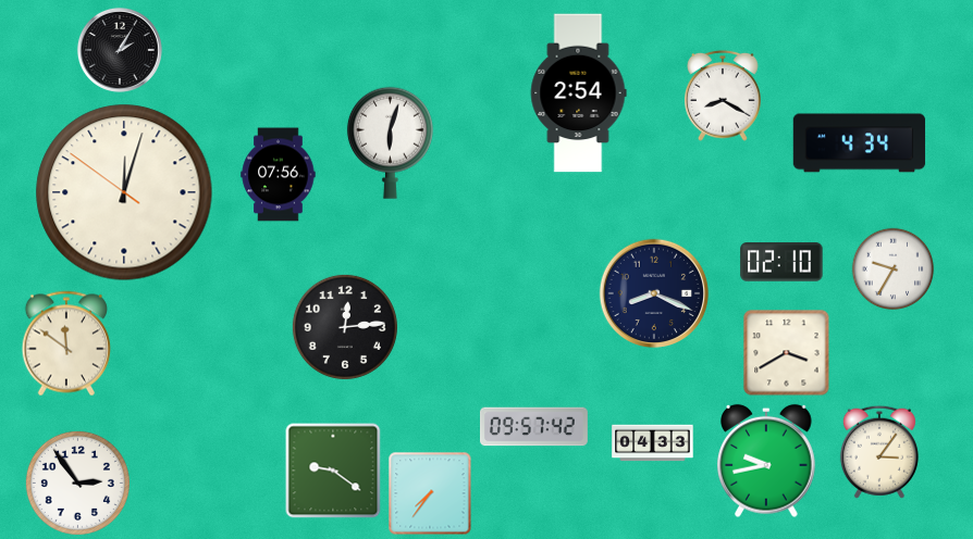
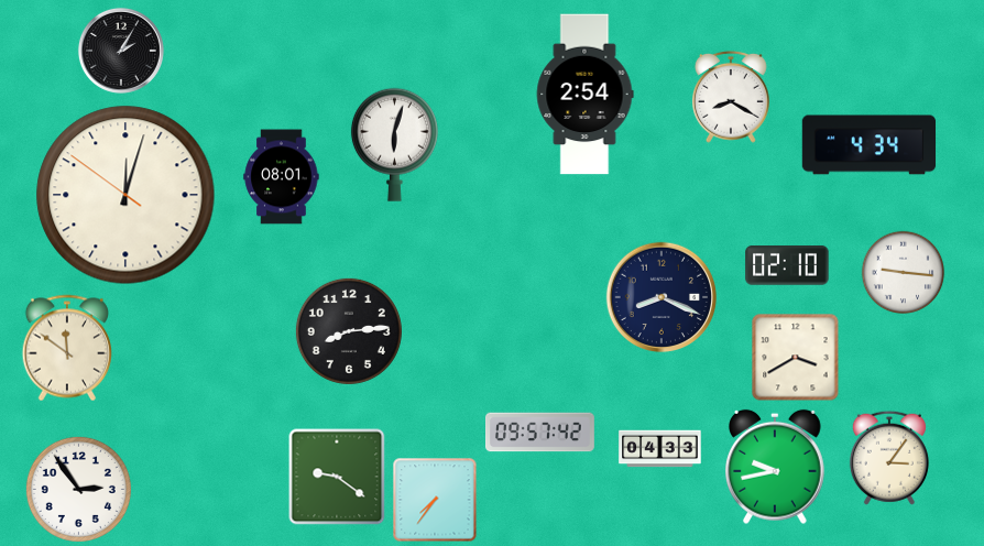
clock at (279, 175): 07:56 -> 08:01
clock at (781, 262) position: (781, 262) -> (787, 265)
clock at (894, 269): 9:35 -> 9:16
clock at (345, 327): 12:14 -> 8:14
